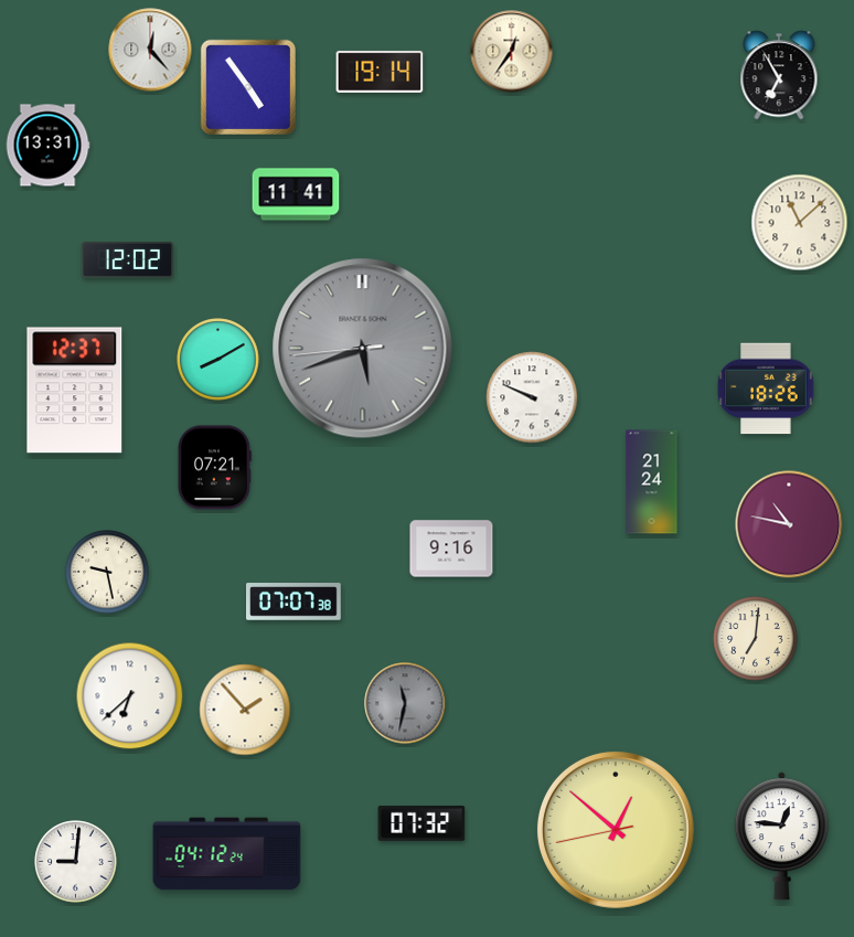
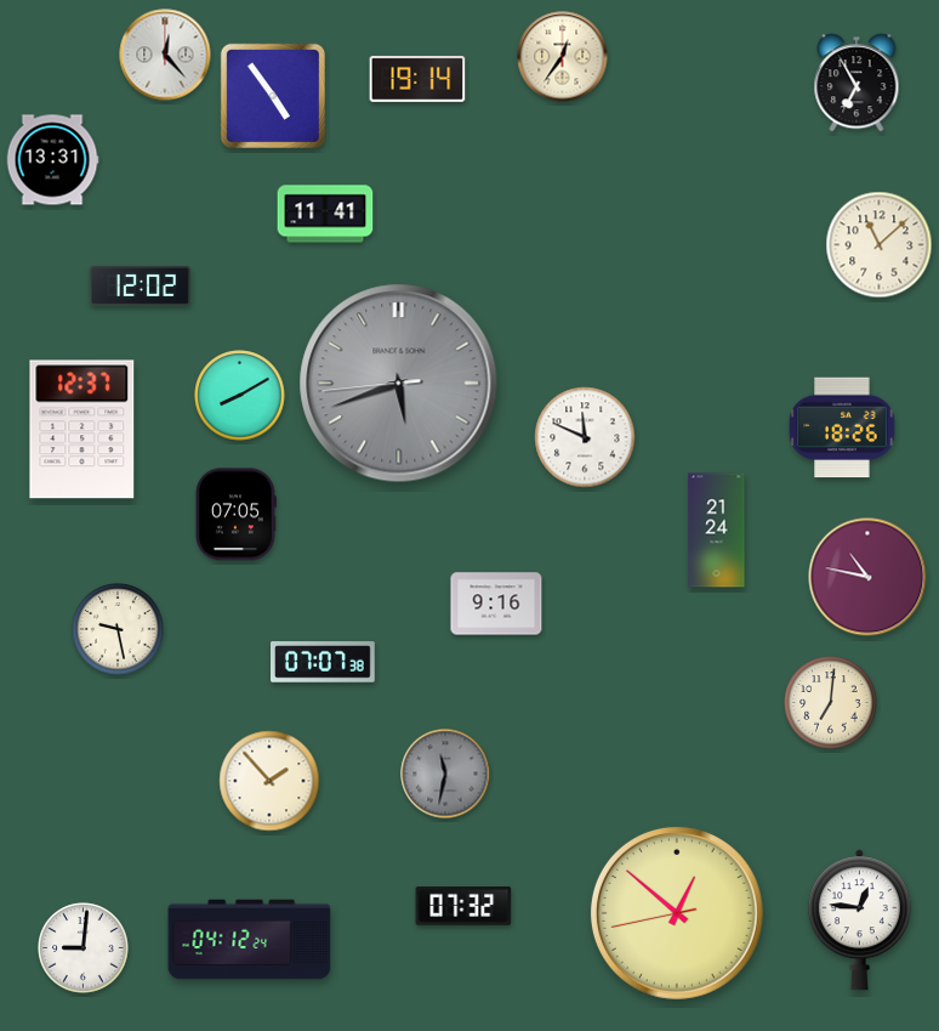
clock at (532, 397): 9:49 -> 11:49
clock at (214, 468): 07:21 -> 07:05
clock at (130, 696): 6:38 -> none
